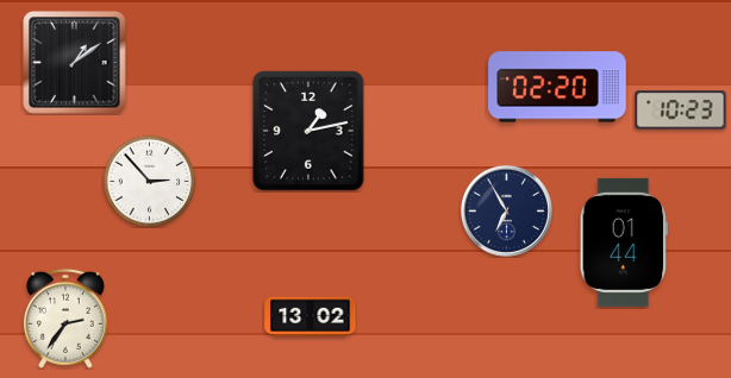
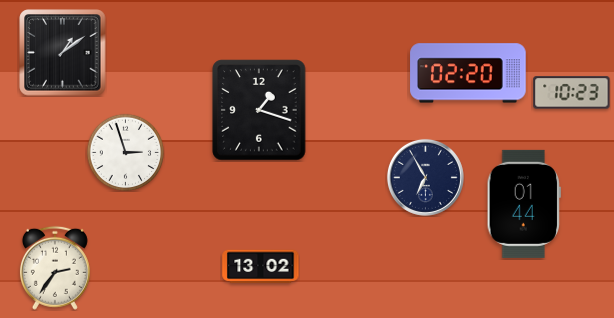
clock at (308, 131): 1:13 -> 1:18
clock at (149, 181): 2:53 -> 2:57
